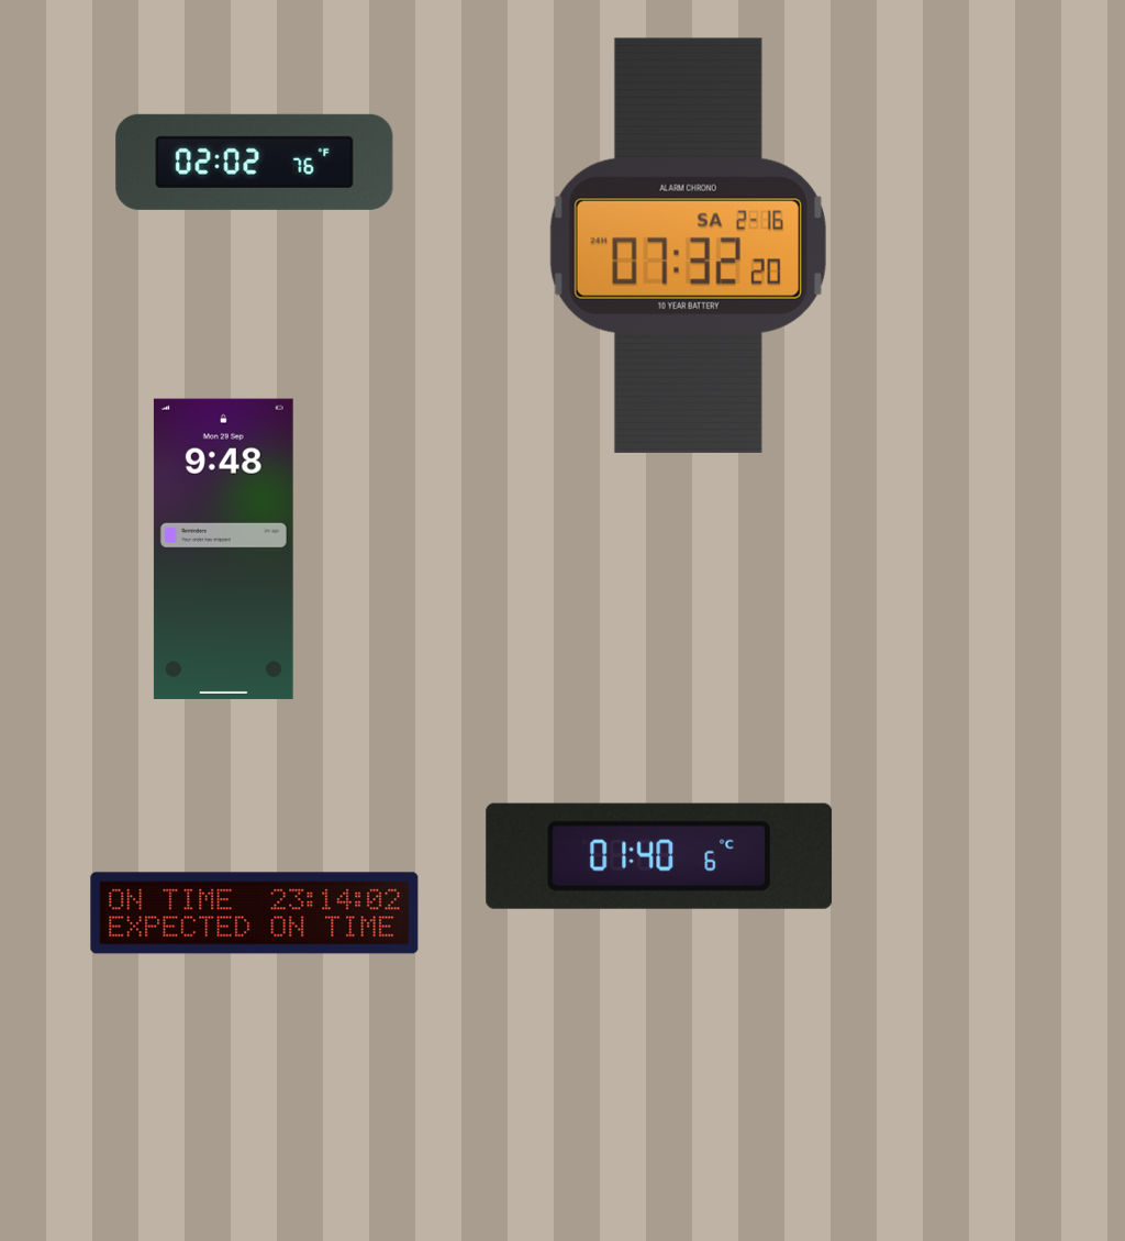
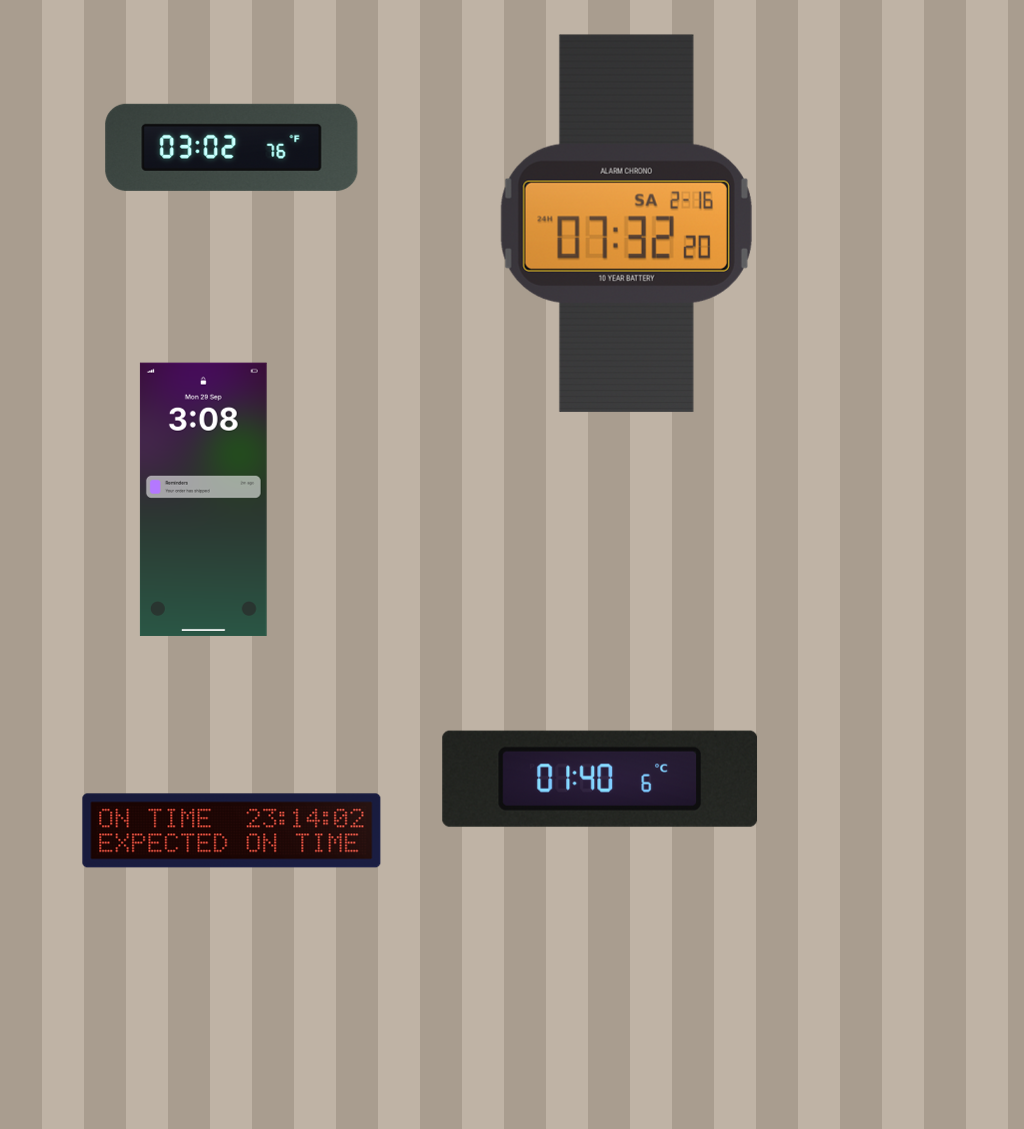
clock at (255, 162): 02:02 -> 03:02
clock at (223, 549): 9:48 -> 3:08
